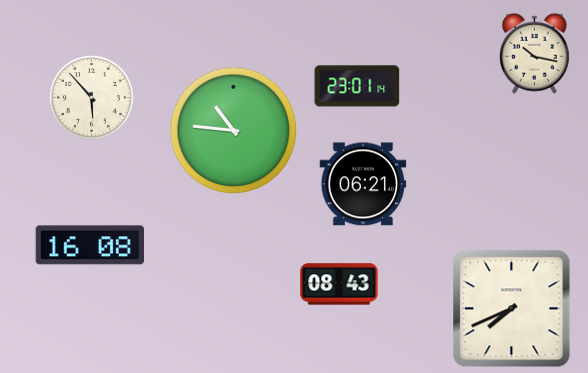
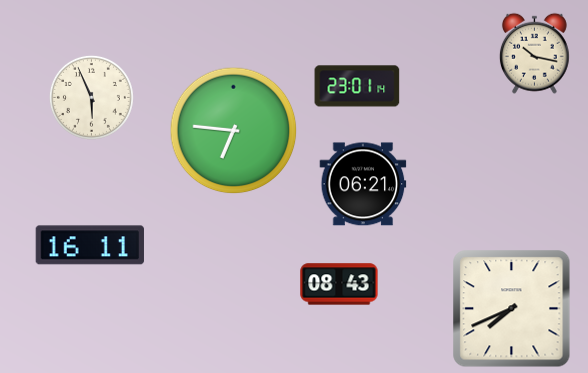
clock at (91, 97): 5:53 -> 5:56
clock at (234, 131): 10:46 -> 6:46
clock at (89, 245): 16:08 -> 16:11
